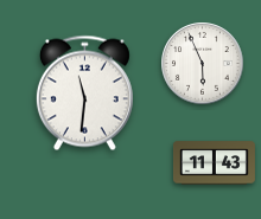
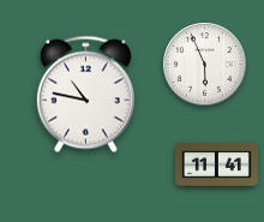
clock at (84, 94): 11:31 -> 10:47
clock at (214, 163): 11:43 -> 11:41
